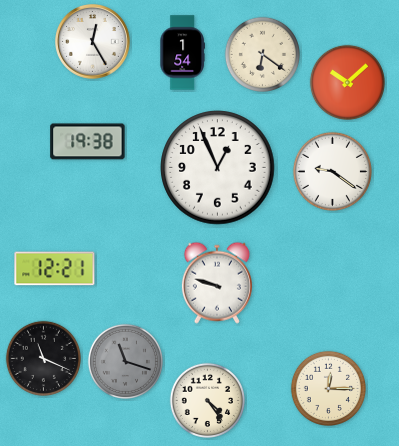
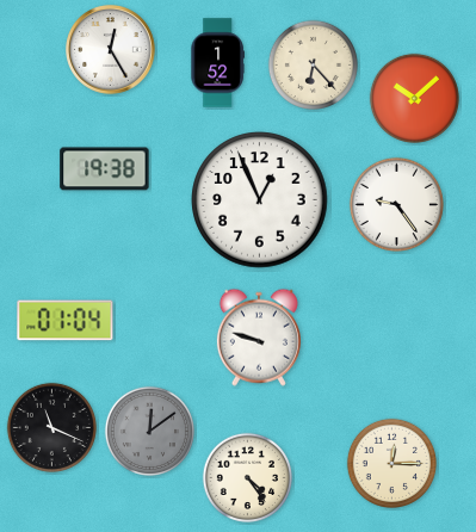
clock at (182, 53): 1:54 -> 1:52
clock at (262, 54): 6:21 -> 6:23
clock at (332, 171): 9:21 -> 9:24
clock at (55, 269): 12:21 -> 01:04
clock at (125, 361): 11:18 -> 12:09
